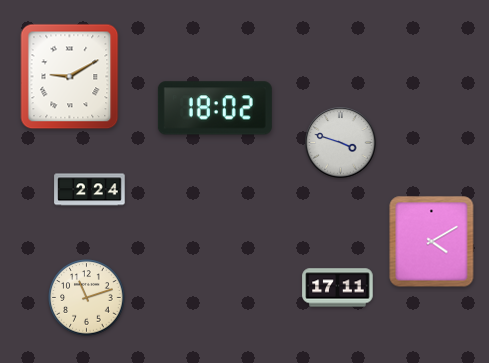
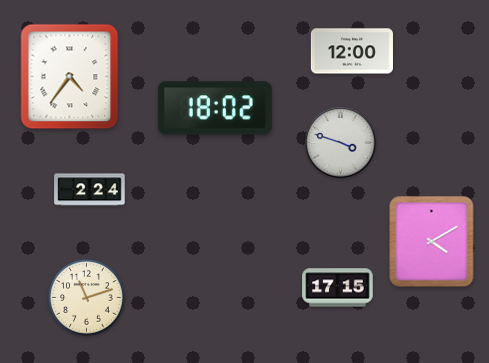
clock at (352, 51): none -> 12:00
clock at (70, 77): 9:10 -> 4:36
clock at (338, 288): 17:11 -> 17:15
